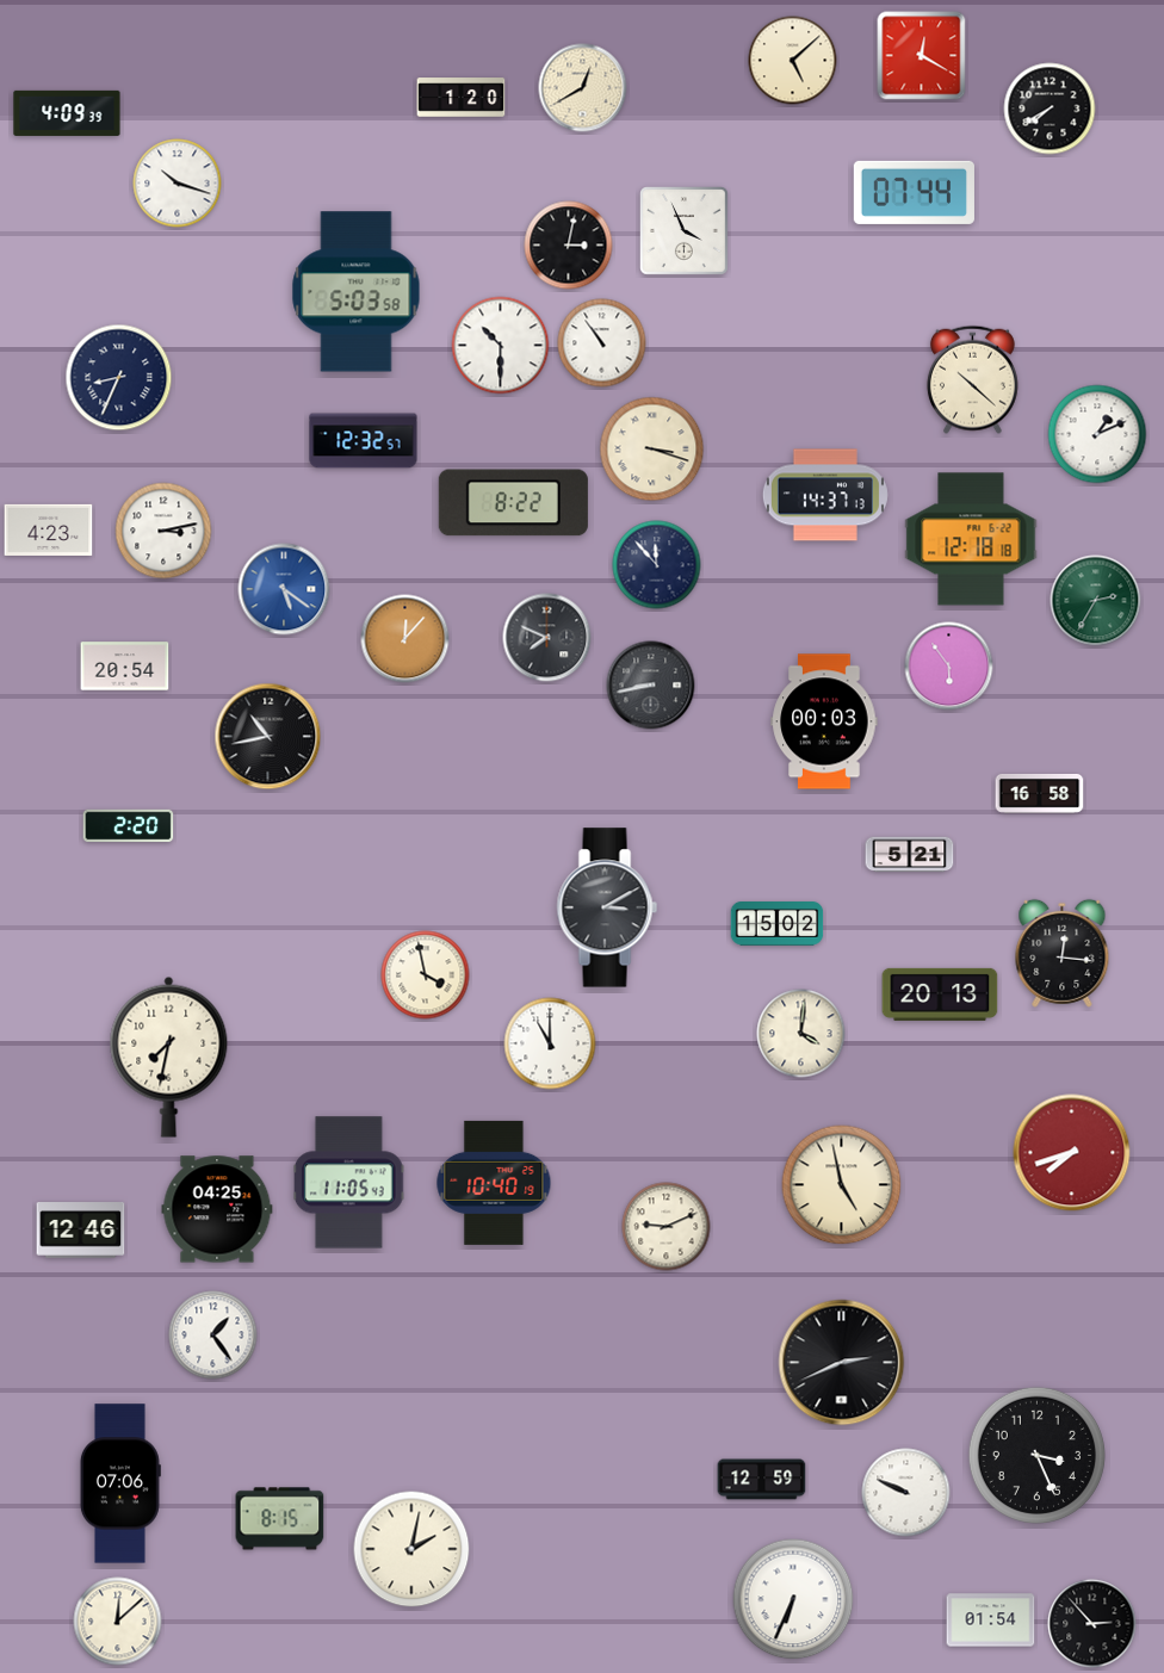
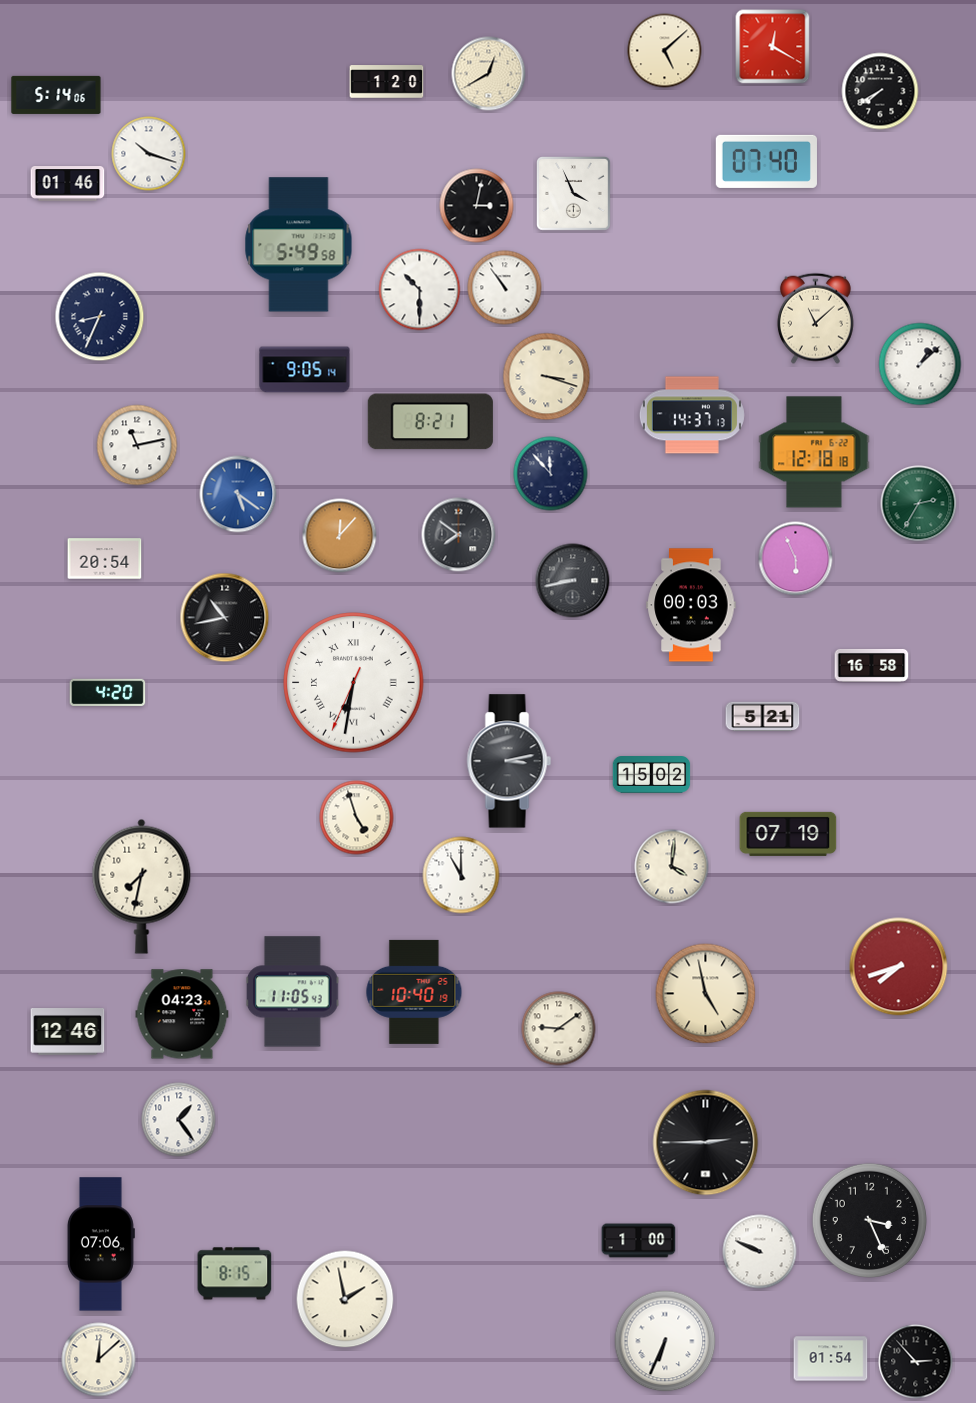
clock at (67, 113): 4:09 -> 5:14
clock at (914, 192): 07:44 -> 07:40
clock at (68, 184): none -> 01:46
clock at (357, 292): 5:03 -> 5:49
clock at (972, 379): 10:22 -> 11:08
clock at (1097, 434): 1:11 -> 1:08
clock at (364, 441): 12:32 -> 9:05
clock at (513, 503): 8:22 -> 8:21
clock at (49, 529): 4:23 -> none
clock at (163, 531): 3:13 -> 11:13
clock at (547, 638): 7:49 -> 7:51
clock at (949, 667): 5:54 -> 5:56
clock at (651, 686) position: (651, 686) -> (573, 581)
clock at (354, 683): none -> 6:31
clock at (129, 825): 2:20 -> 4:20
clock at (607, 907): 3:10 -> 3:13
clock at (1063, 953): 12:16 -> none
clock at (426, 975): 3:58 -> 4:57
clock at (940, 994): 20:13 -> 07:19
clock at (217, 1209): 04:25 -> 04:23
clock at (667, 1227): 9:11 -> 9:09
clock at (842, 1363): 2:41 -> 2:45
clock at (762, 1480): 12:59 -> 1:00
clock at (411, 1549): 2:02 -> 1:58
